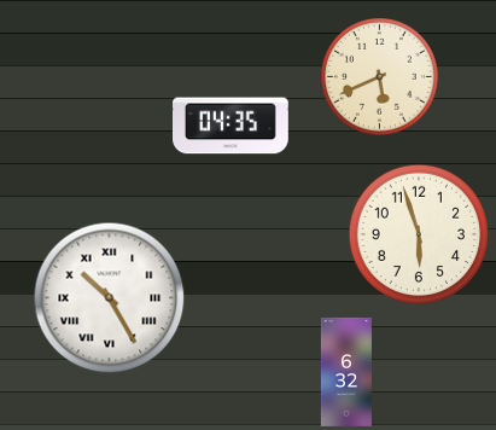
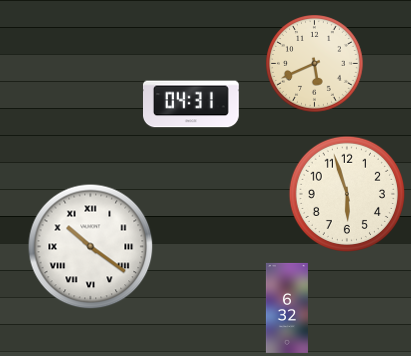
clock at (232, 126): 04:35 -> 04:31
clock at (109, 297): 10:25 -> 10:21
